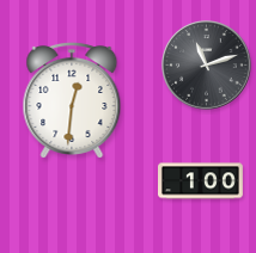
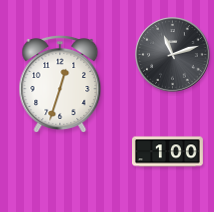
clock at (72, 100): 12:31 -> 12:33
